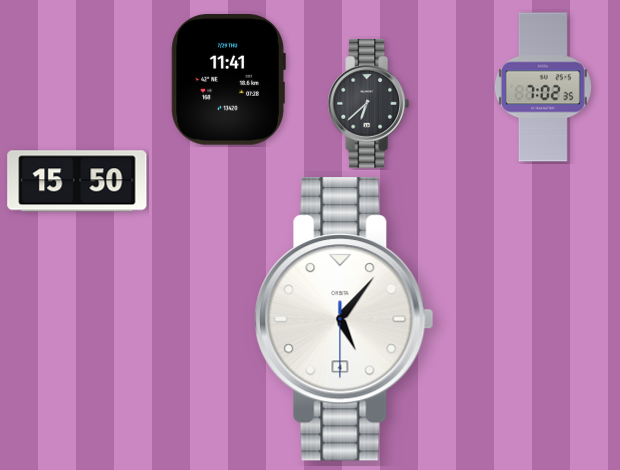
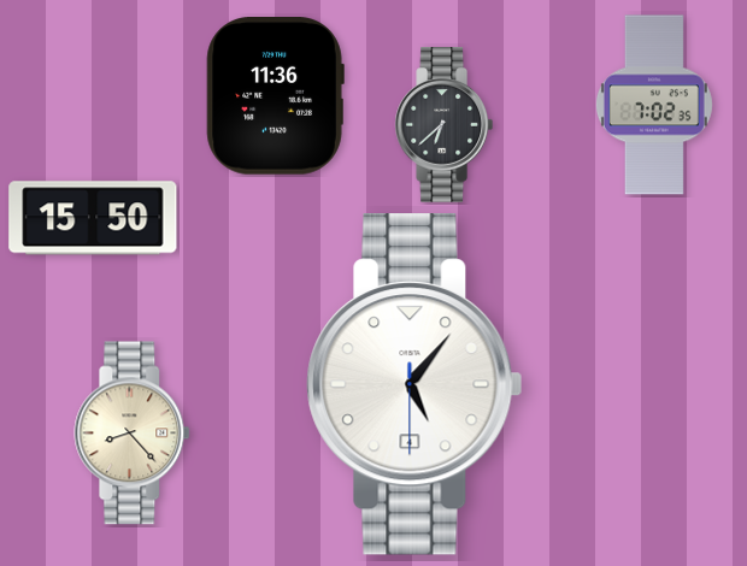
clock at (228, 80): 11:41 -> 11:36
clock at (133, 434): none -> 8:23
